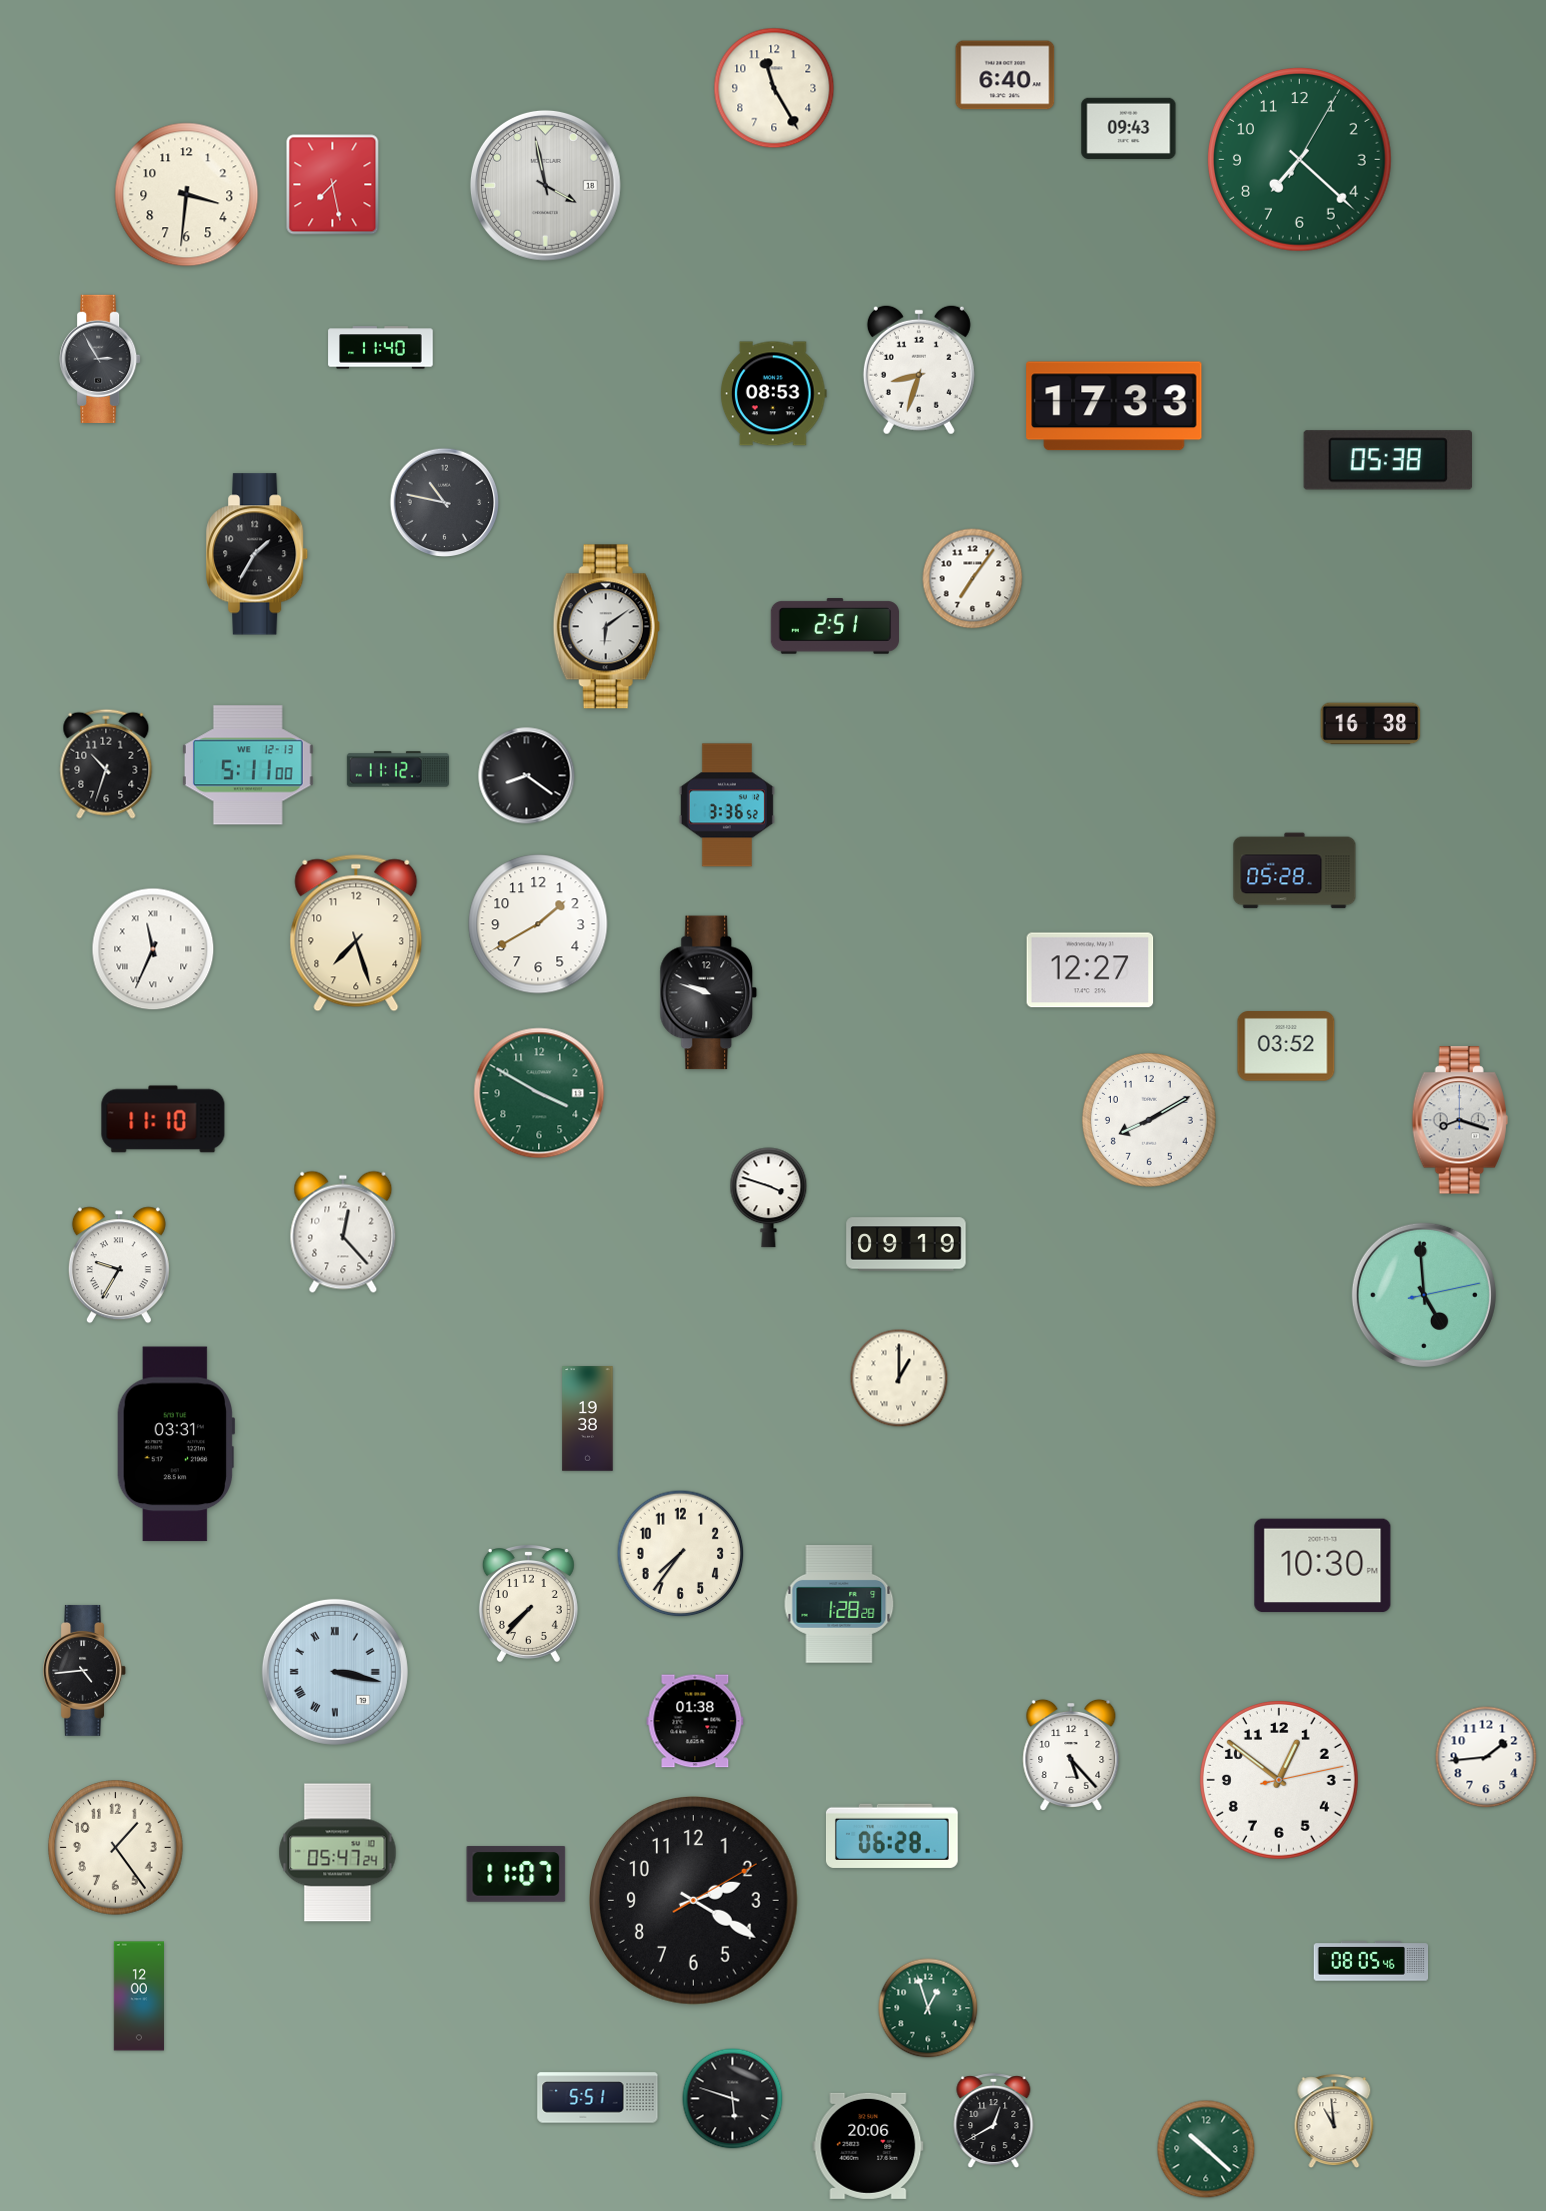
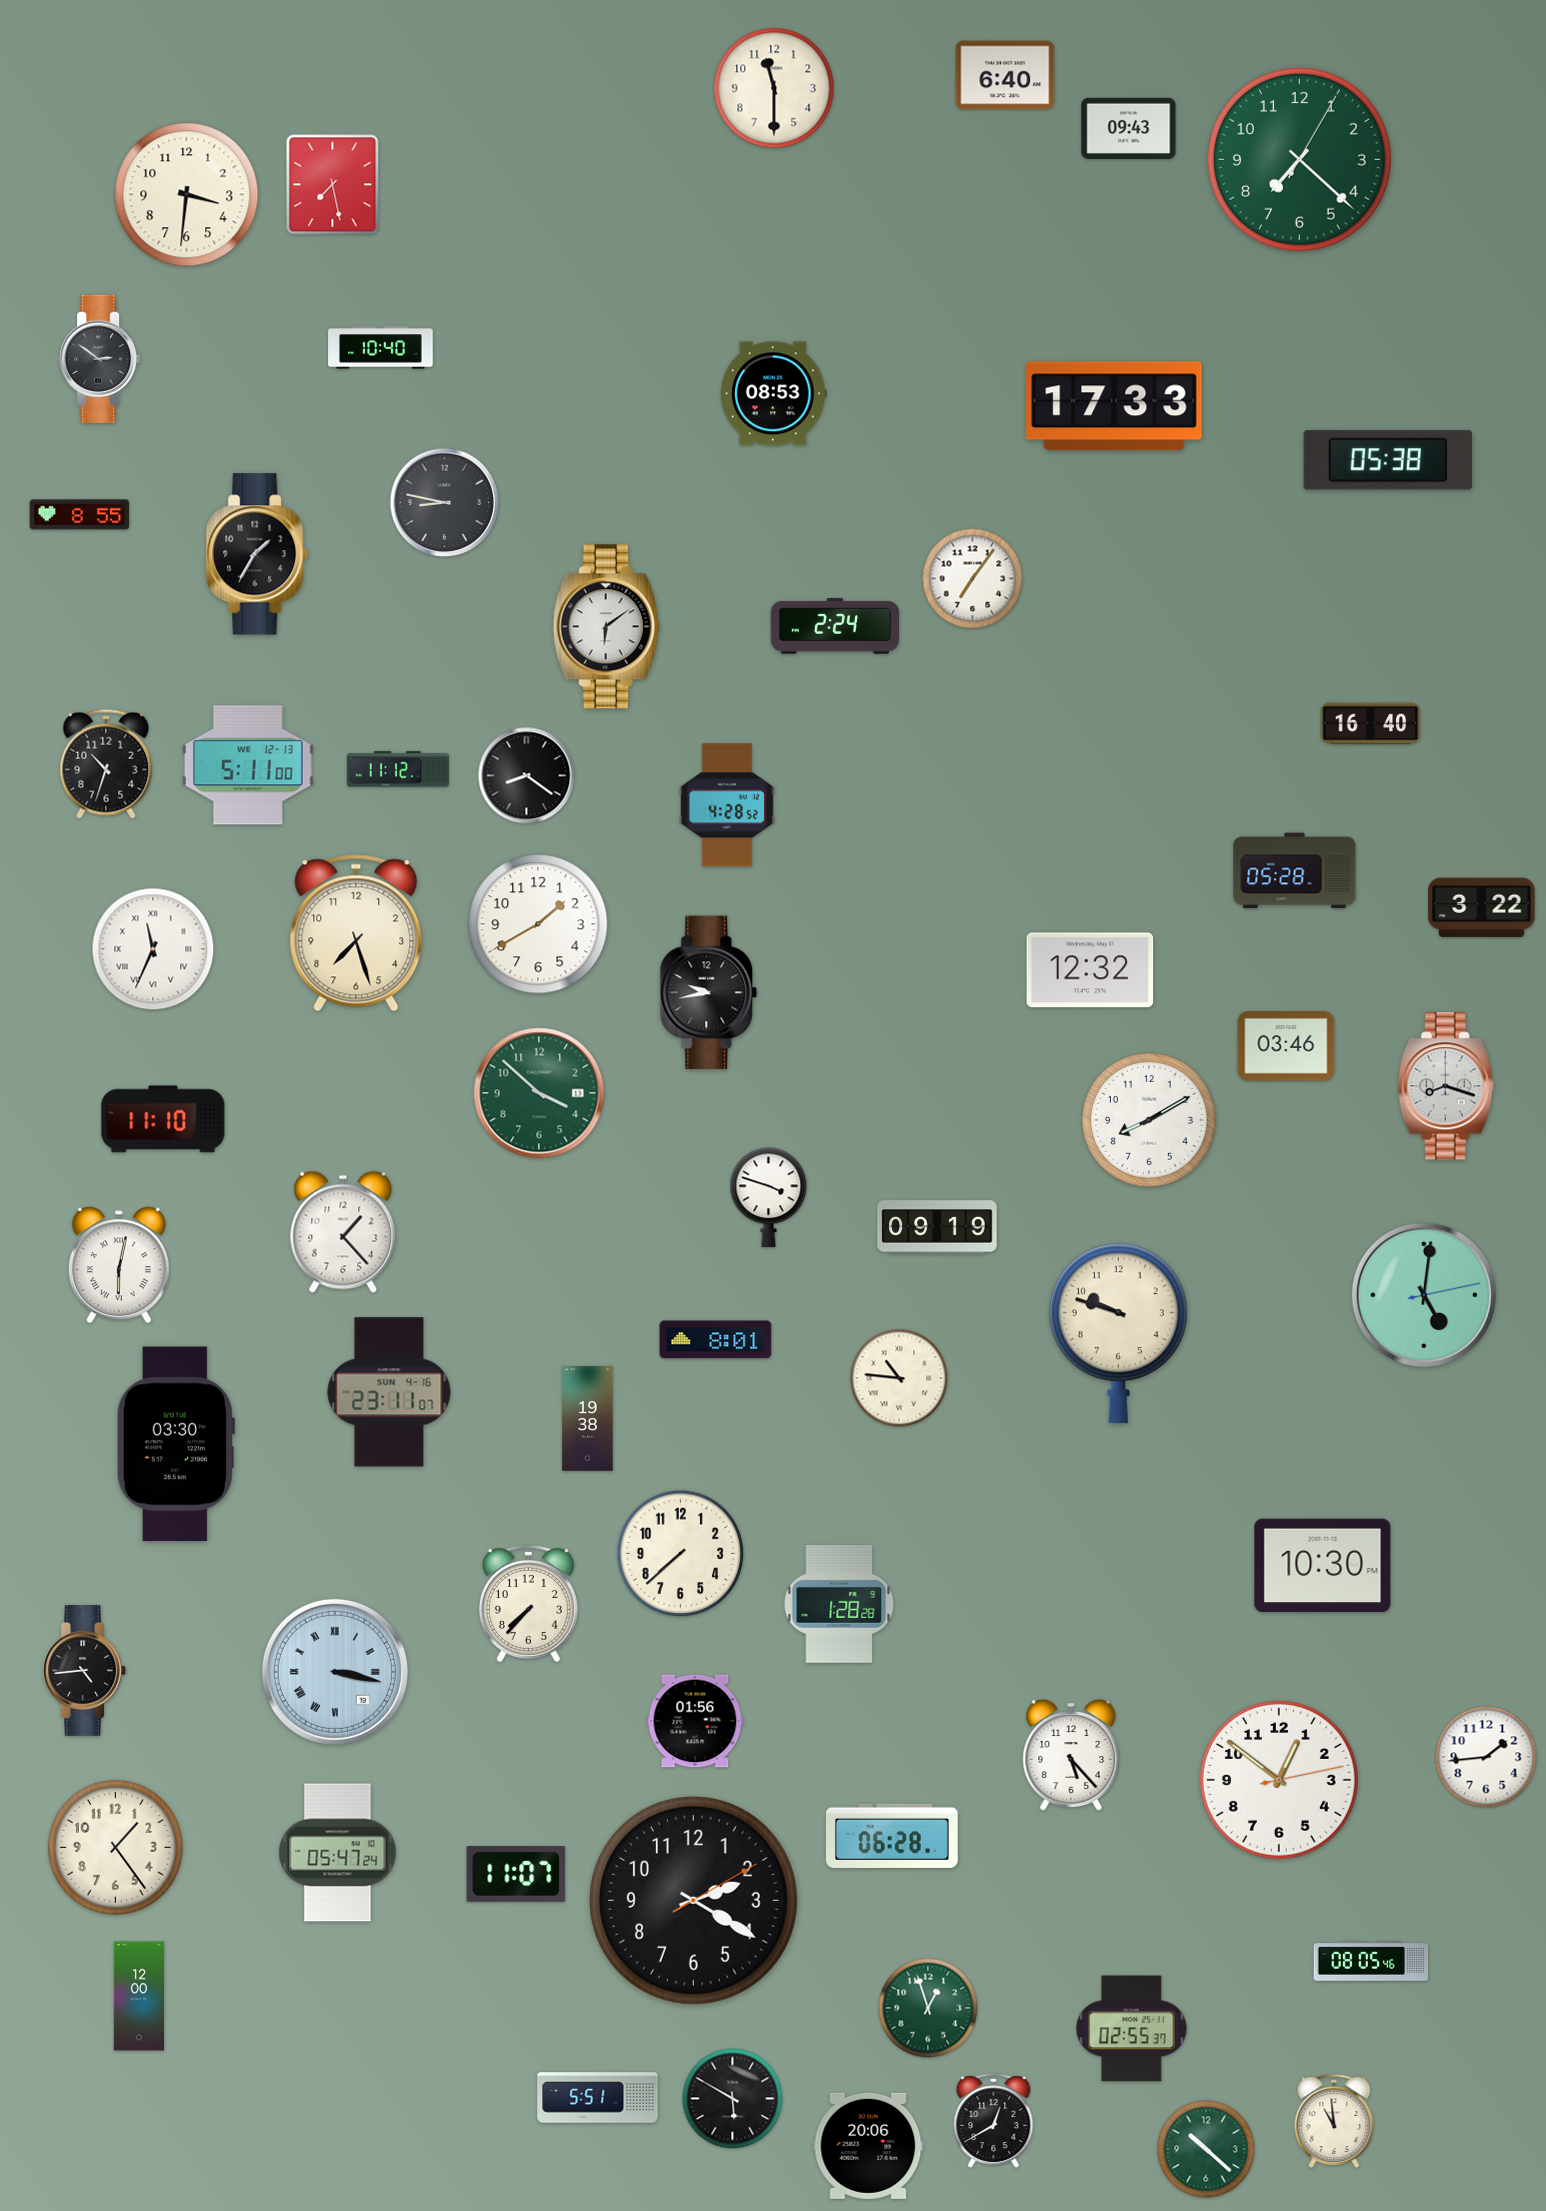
clock at (774, 88): 11:25 -> 11:30
clock at (545, 185): 3:58 -> none
clock at (381, 348): 11:40 -> 10:40
clock at (100, 358): 2:55 -> 2:51
clock at (919, 370): 8:33 -> none
clock at (445, 503): 10:47 -> 8:47
clock at (80, 515): none -> 8:55
clock at (834, 626): 2:51 -> 2:24
clock at (1371, 724): 16:38 -> 16:40
clock at (727, 805): 3:36 -> 4:28
clock at (1482, 908): none -> 3:22
clock at (1090, 970): 12:27 -> 12:32
clock at (709, 993): 9:48 -> 9:43
clock at (1286, 1046): 03:52 -> 03:46
clock at (539, 1093): 3:50 -> 3:52
clock at (1460, 1120) position: (1460, 1120) -> (1446, 1086)
clock at (343, 1232): 12:23 -> 1:23
clock at (906, 1244) position: (906, 1244) -> (937, 1227)
clock at (119, 1265): 9:35 -> 6:02
clock at (1424, 1295): 4:59 -> 5:01
clock at (1118, 1334): none -> 9:48
clock at (716, 1340): none -> 8:01
clock at (899, 1378): 1:00 -> 10:46
clock at (389, 1392): none -> 23:11
clock at (176, 1444): 03:31 -> 03:30
clock at (681, 1554): 7:36 -> 7:38
clock at (695, 1721): 01:38 -> 01:56
clock at (1132, 2029): none -> 02:55
clock at (733, 2099): 5:48 -> 5:50
